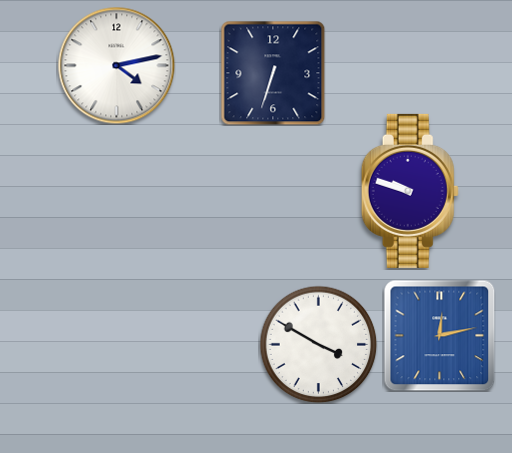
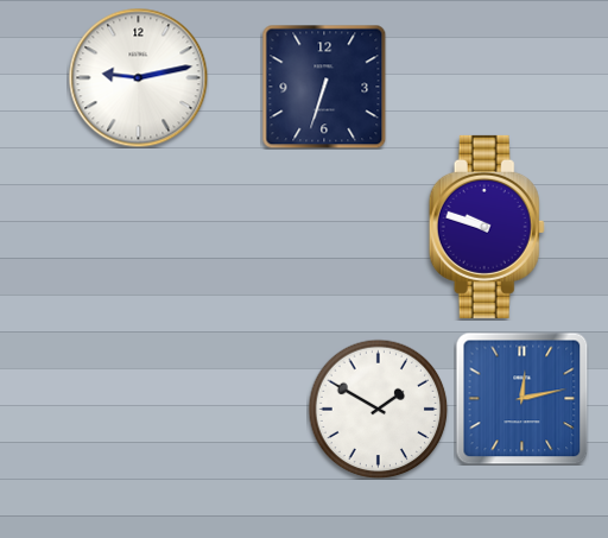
clock at (116, 65): 4:13 -> 9:13
clock at (318, 344): 3:50 -> 1:50
